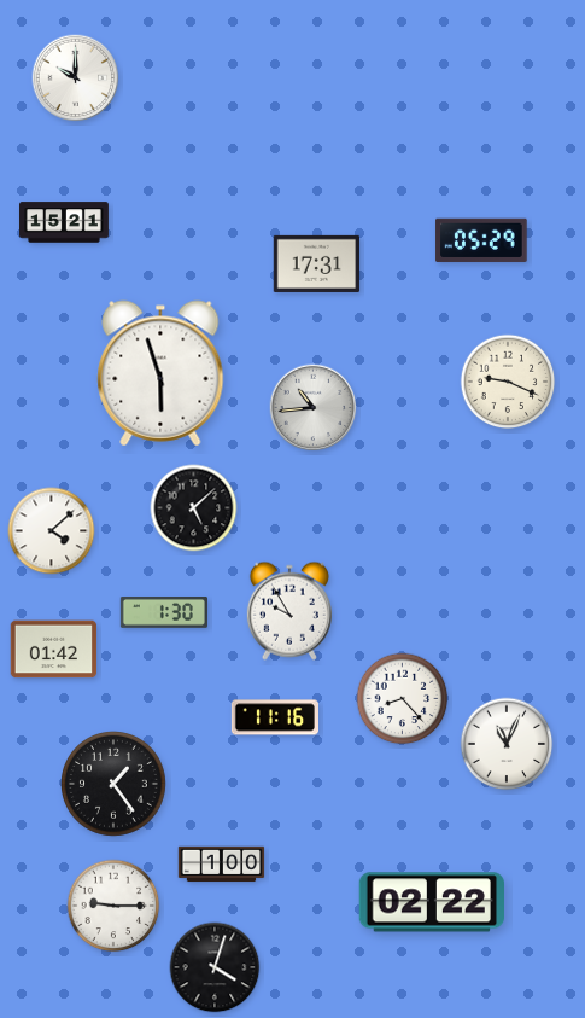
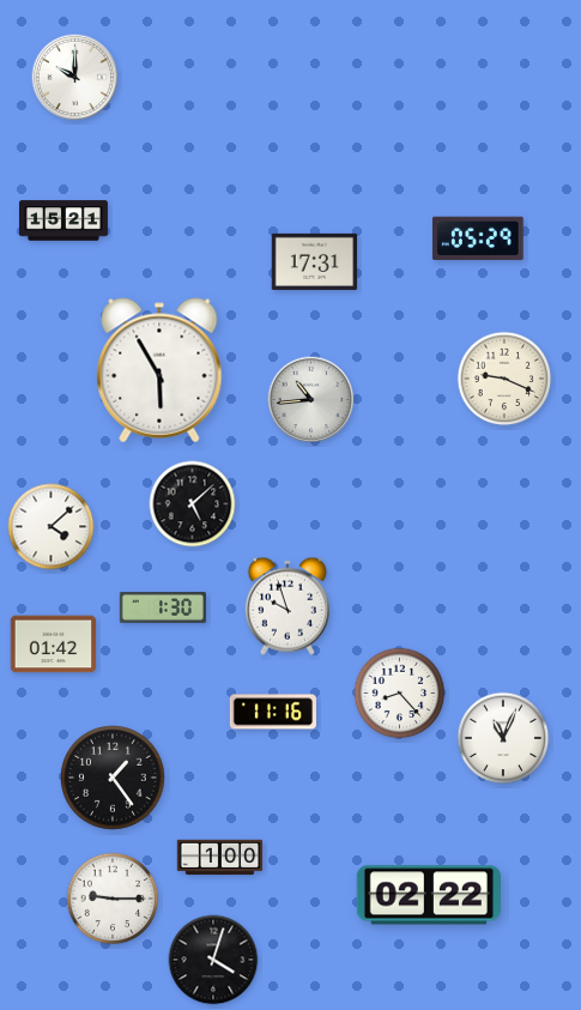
clock at (160, 373): 5:57 -> 5:55
clock at (314, 408) position: (314, 408) -> (311, 400)
clock at (289, 611): 9:55 -> 9:57
